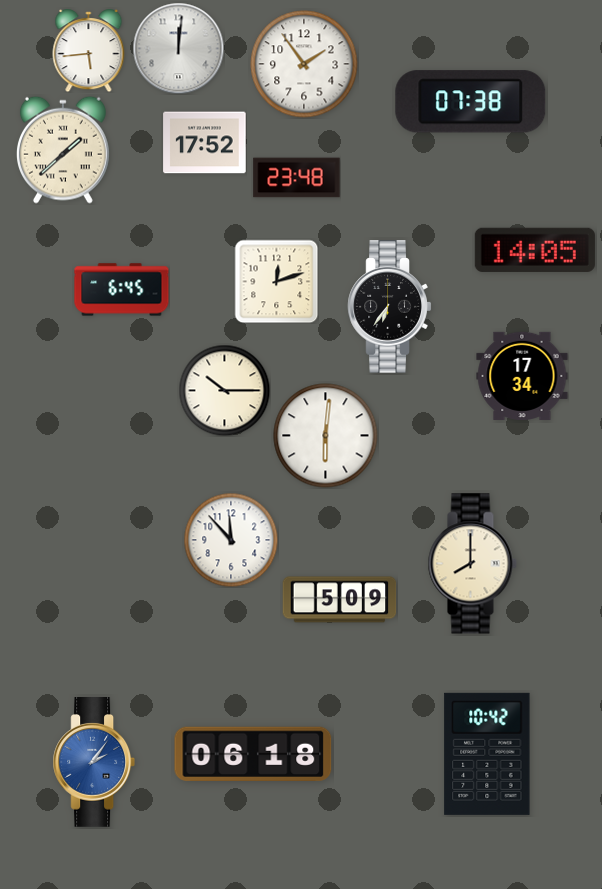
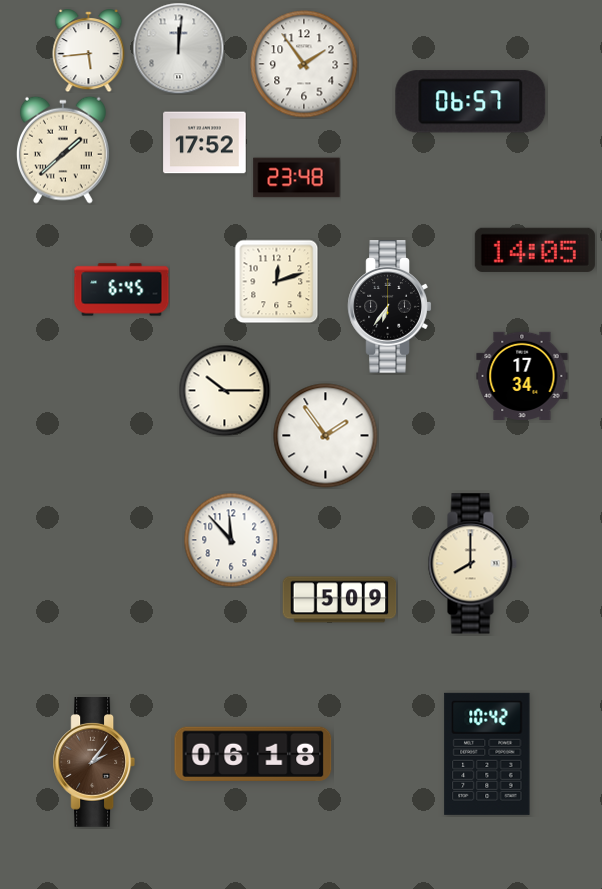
clock at (471, 102): 07:38 -> 06:57
clock at (326, 436): 6:01 -> 1:54
clock at (93, 763) dial: blue -> brown
